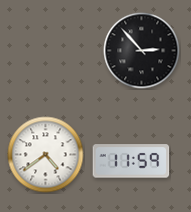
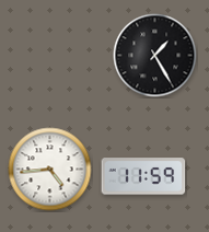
clock at (142, 51): 2:53 -> 1:25
clock at (46, 155): 4:39 -> 4:44
